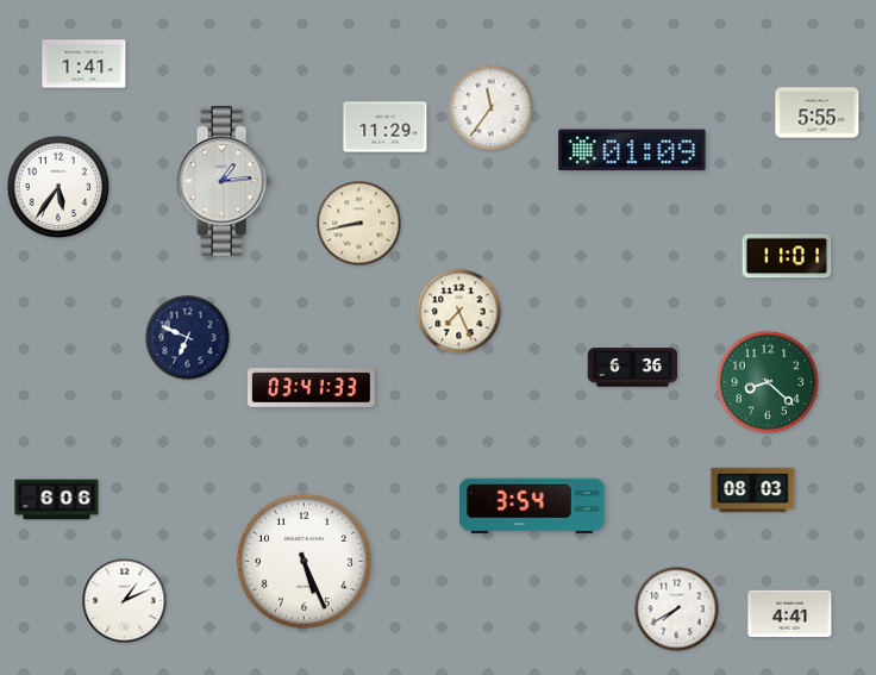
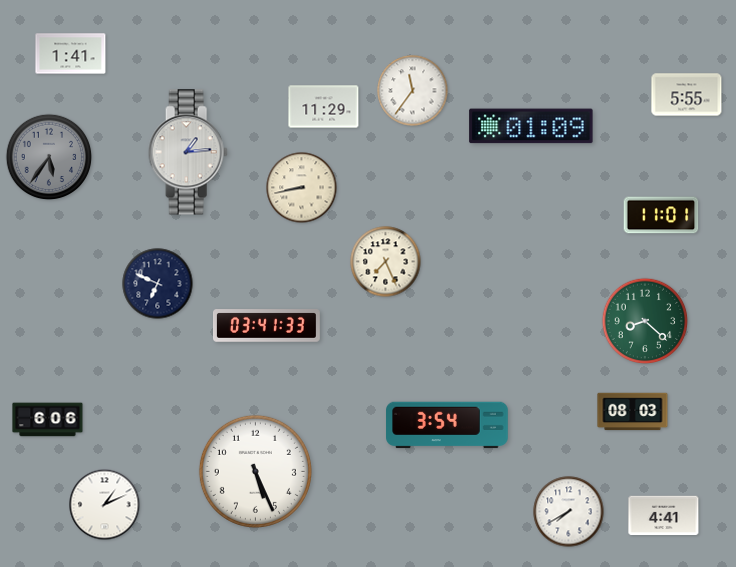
clock at (58, 187) dial: white -> grey
clock at (633, 368): 6:36 -> none
clock at (312, 388) position: (312, 388) -> (267, 326)
